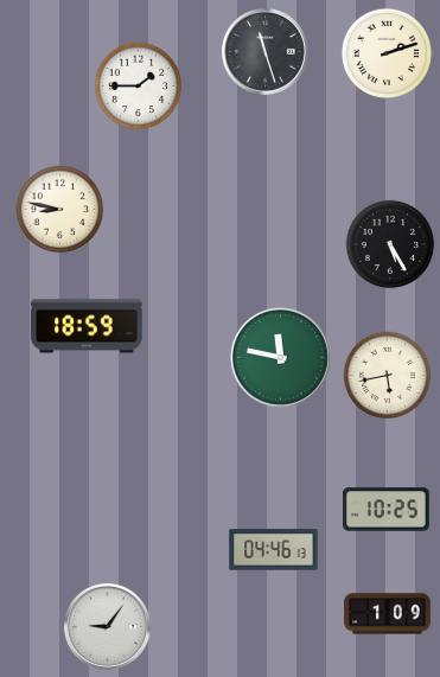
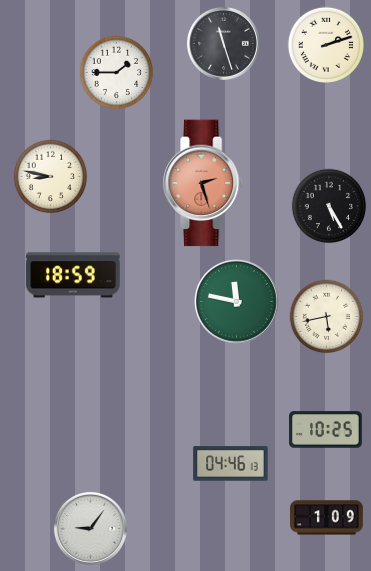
clock at (204, 183): none -> 2:27
